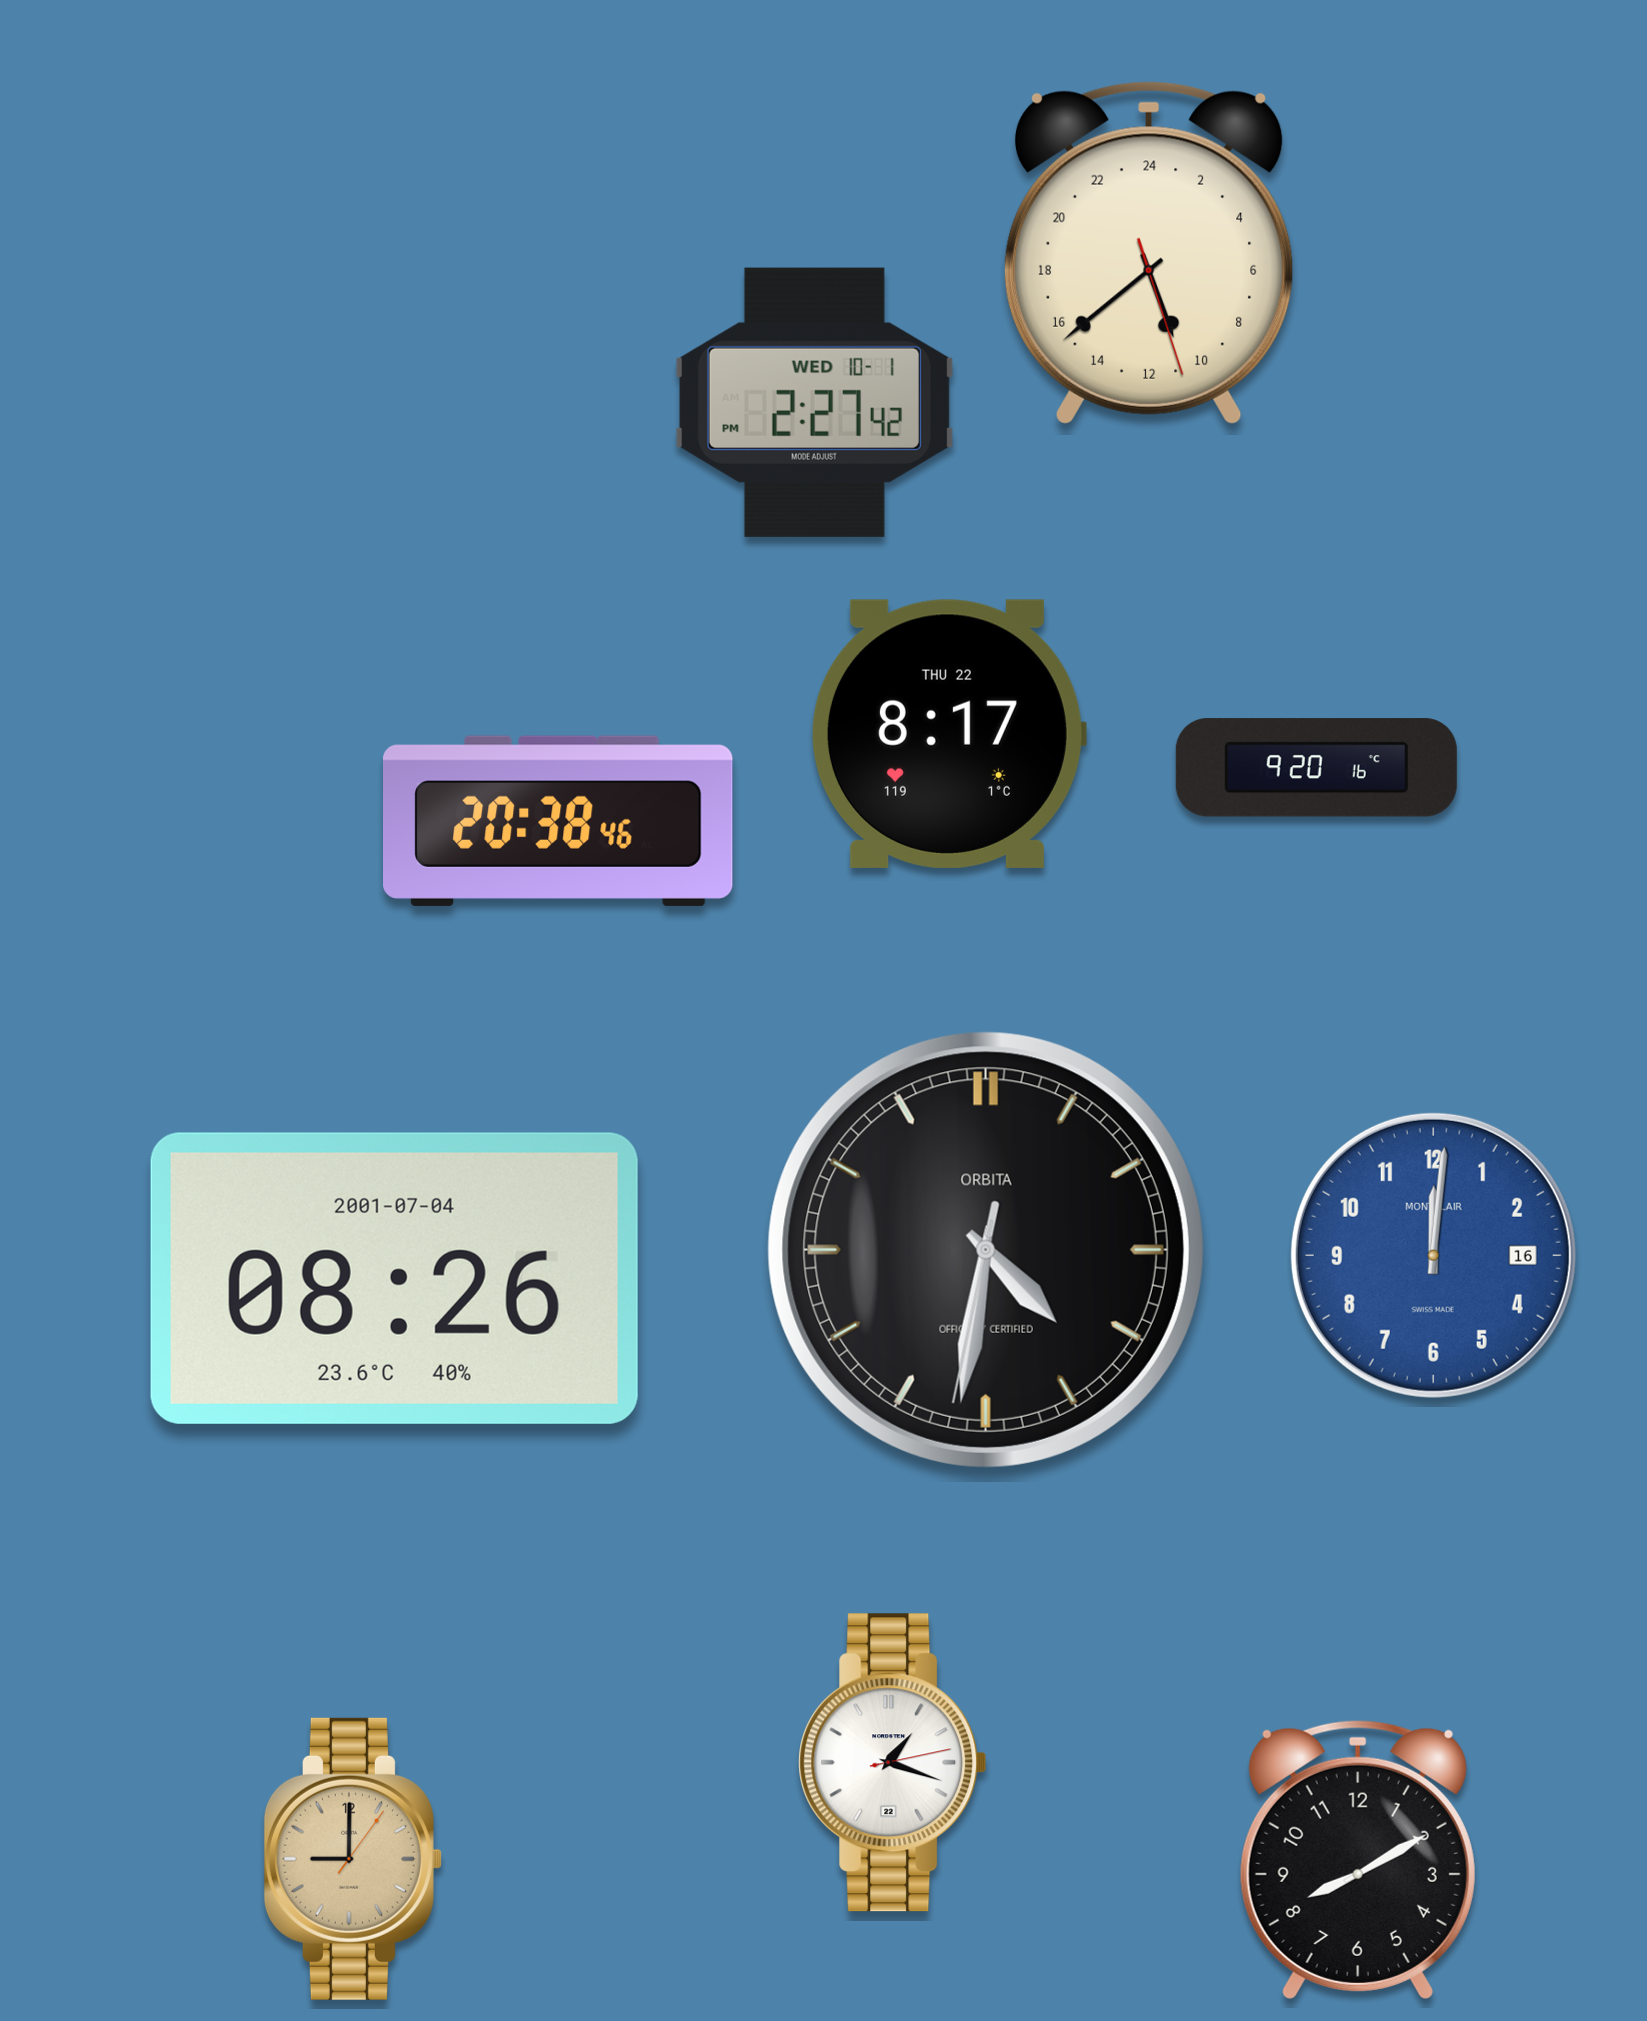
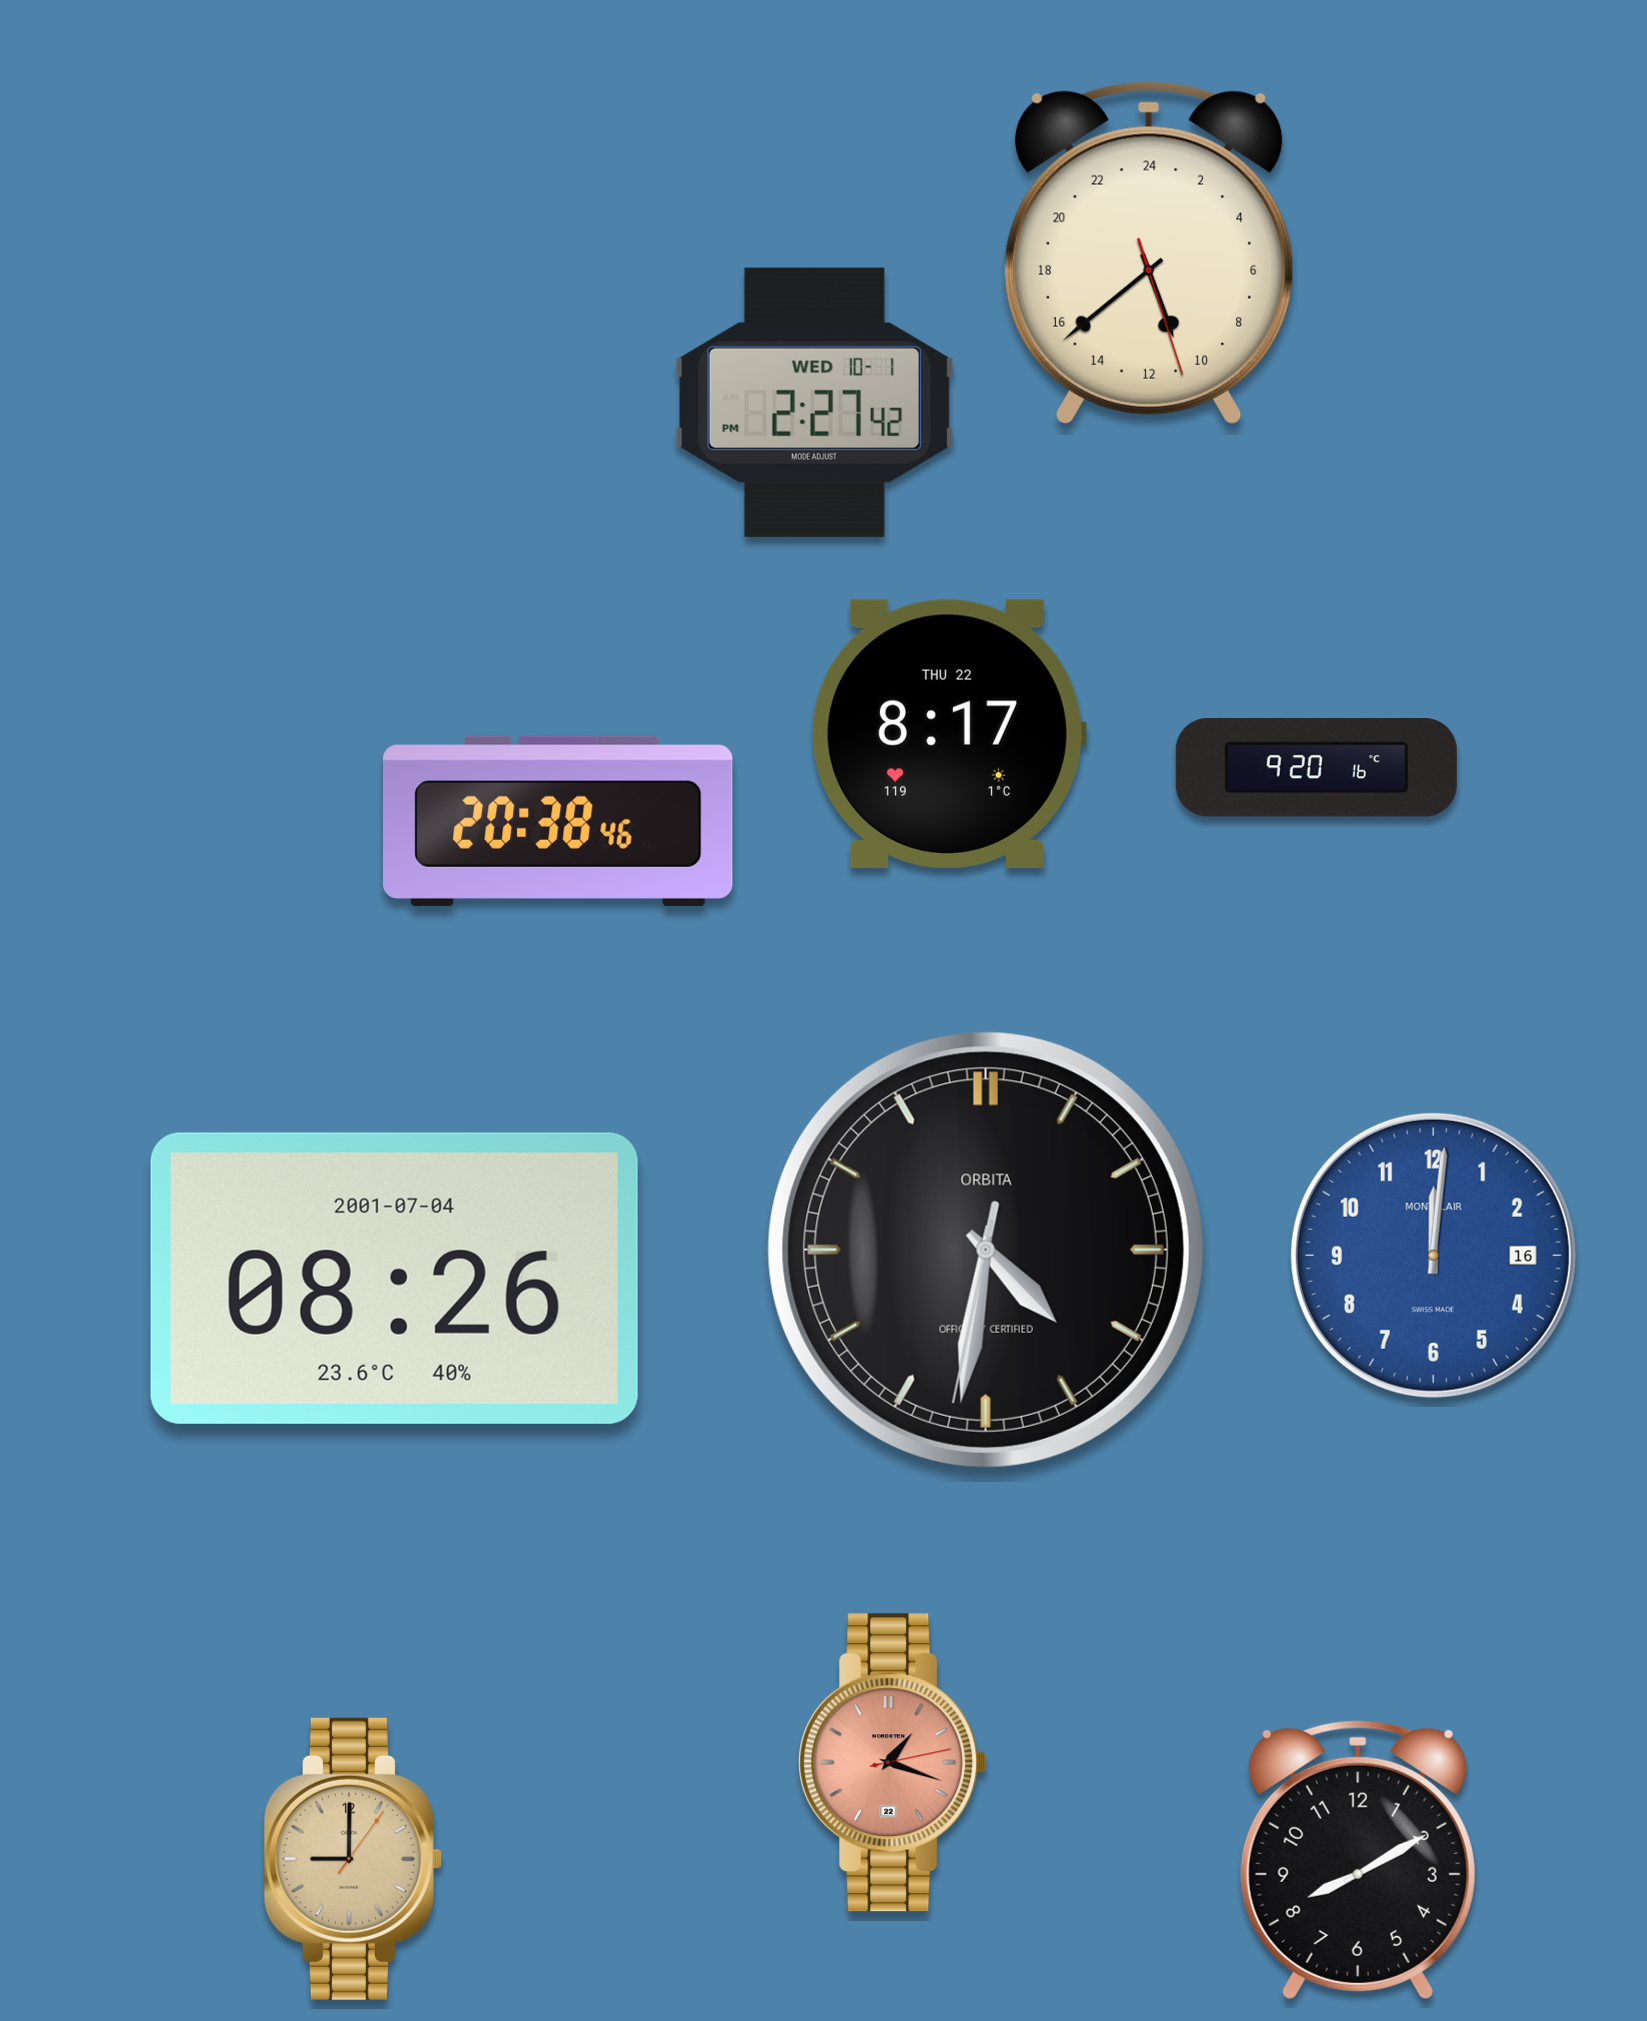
clock at (893, 1763) dial: white -> salmon
